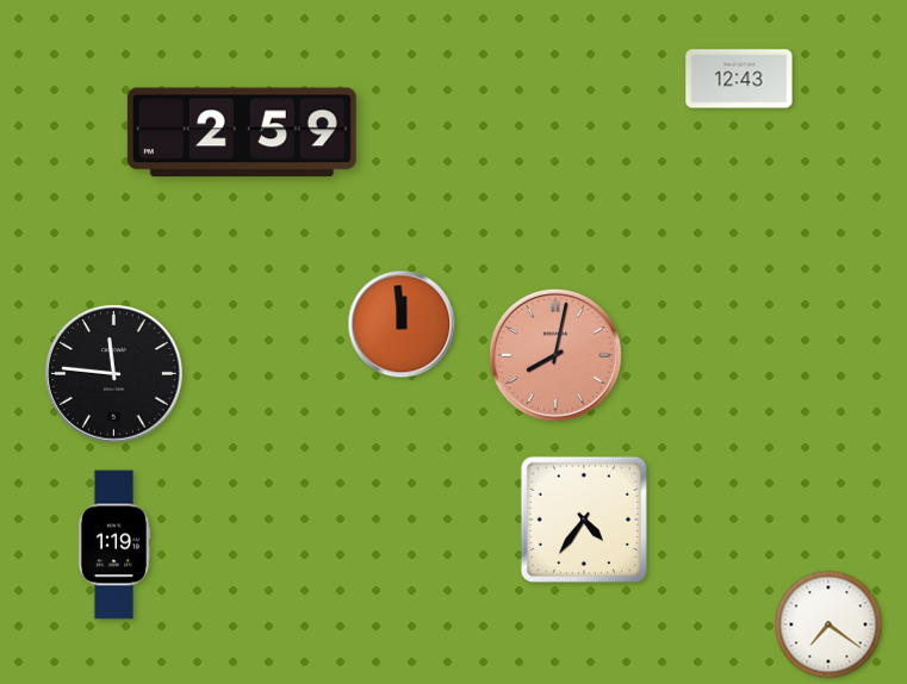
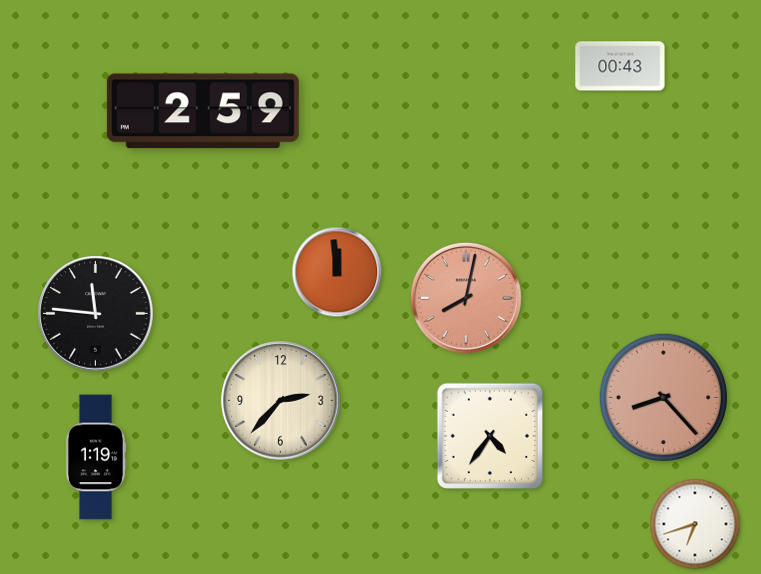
clock at (739, 79): 12:43 -> 00:43
clock at (663, 397): none -> 8:23
clock at (281, 401): none -> 2:37
clock at (828, 624): 7:21 -> 6:42
